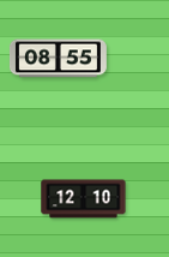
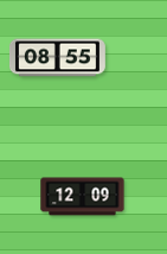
clock at (84, 199): 12:10 -> 12:09
